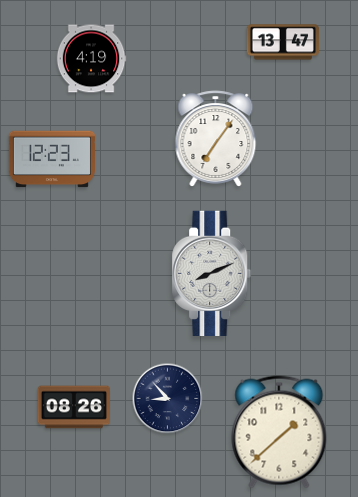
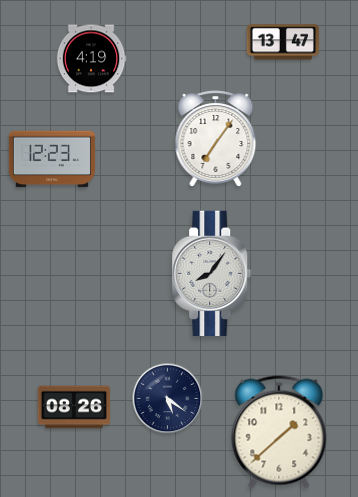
clock at (212, 273): 8:11 -> 8:06
clock at (168, 399): 8:53 -> 5:21
